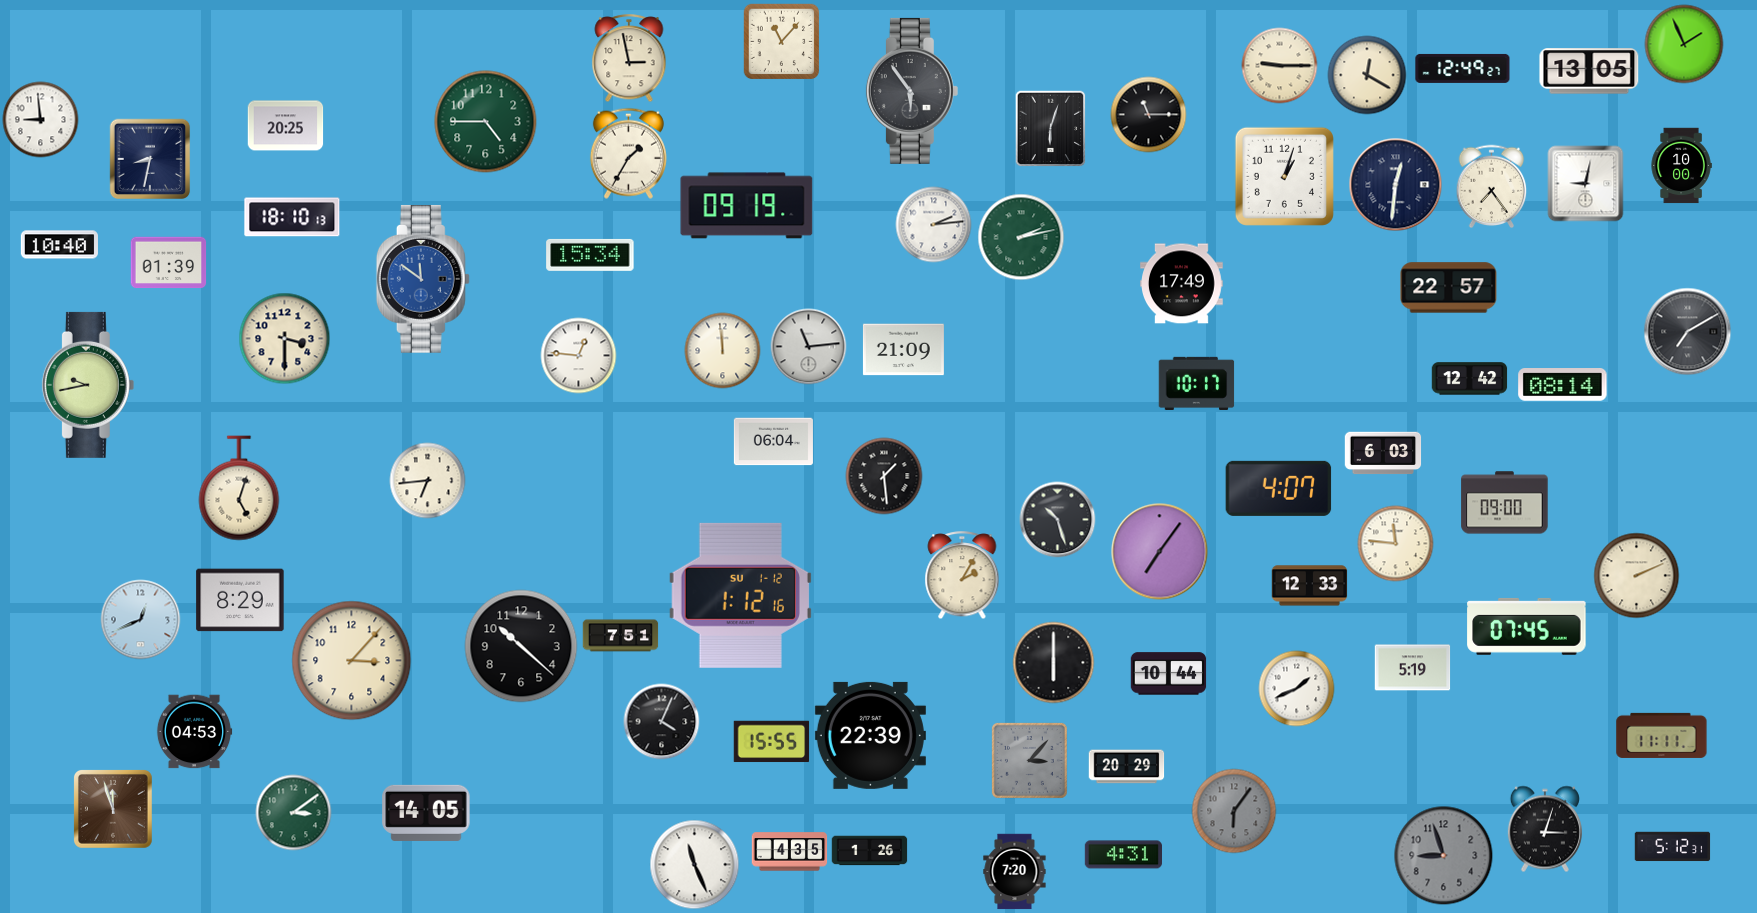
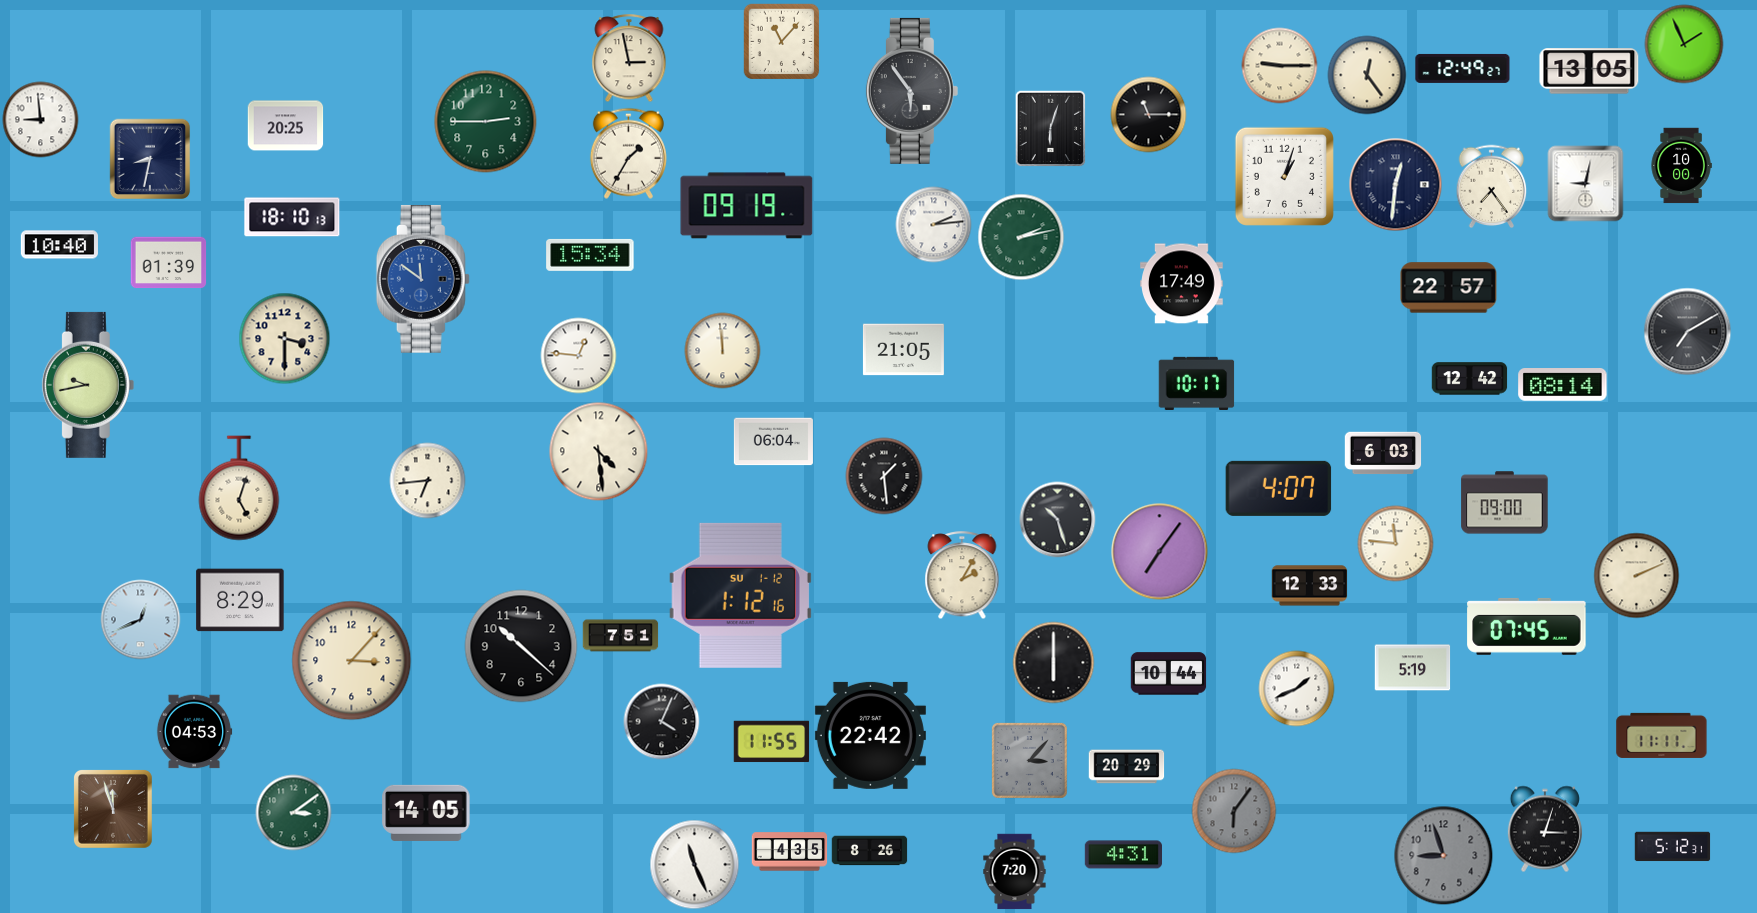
clock at (1367, 75): 12:20 -> 12:24
clock at (486, 122): 4:45 -> 2:45
clock at (809, 347): 11:14 -> none
clock at (903, 350): 21:09 -> 21:05
clock at (599, 452): none -> 4:29
clock at (870, 735): 22:39 -> 22:42
clock at (772, 742): 15:55 -> 11:55
clock at (870, 851): 1:26 -> 8:26
